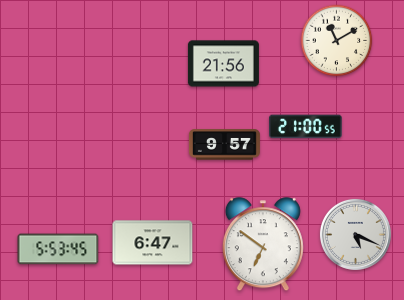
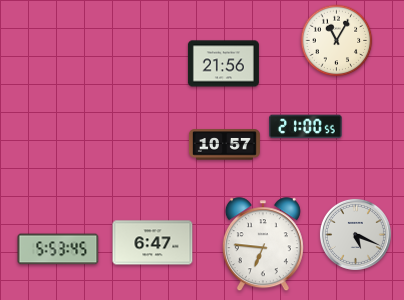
clock at (337, 41): 11:10 -> 11:05
clock at (224, 145): 9:57 -> 10:57
clock at (263, 245): 6:51 -> 6:46
